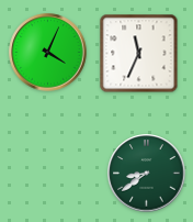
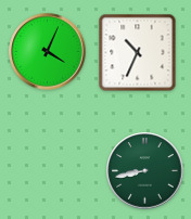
clock at (139, 54): 11:34 -> 10:34
clock at (147, 174): 8:39 -> 8:43
